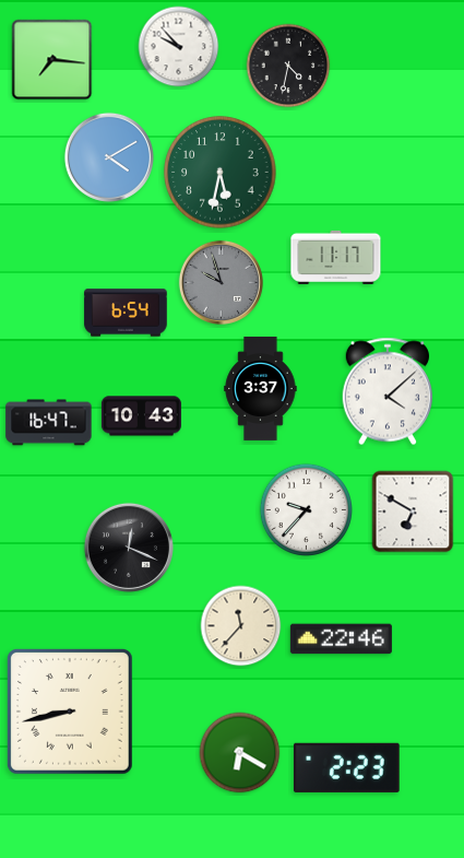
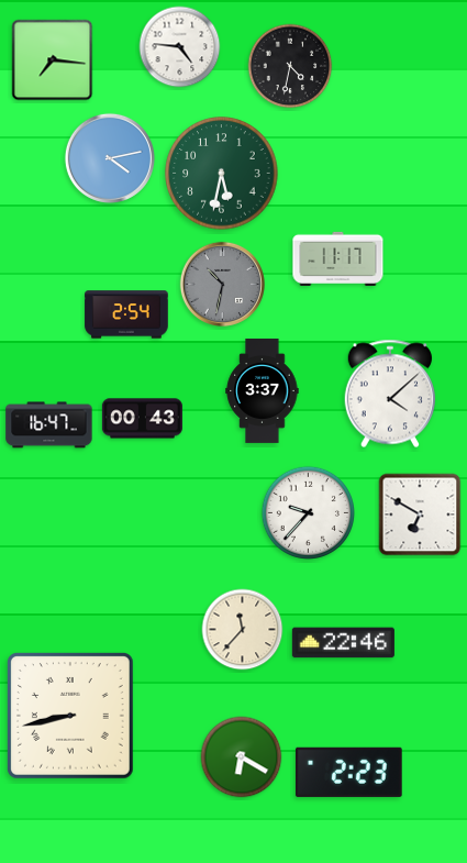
clock at (179, 47): 9:53 -> 4:46
clock at (109, 157): 4:10 -> 4:13
clock at (221, 282): 9:57 -> 10:32
clock at (126, 313): 6:54 -> 2:54
clock at (141, 416): 10:43 -> 00:43
clock at (413, 512) position: (413, 512) -> (420, 515)
clock at (129, 548): 12:19 -> none
